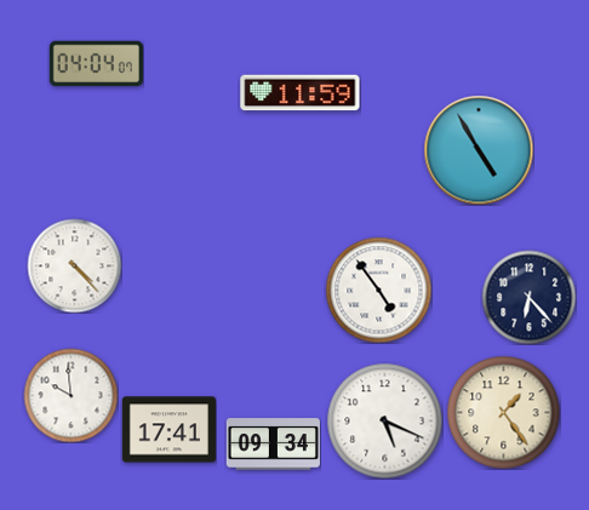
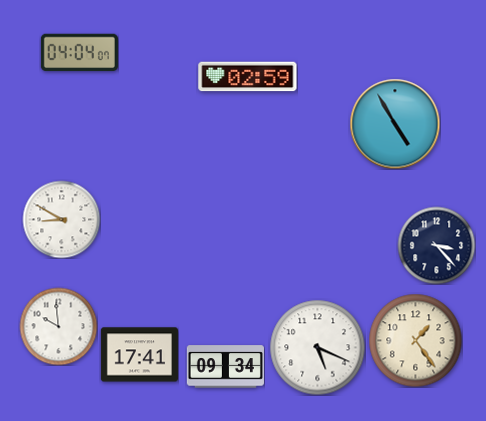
clock at (301, 93): 11:59 -> 02:59
clock at (74, 265): 4:23 -> 8:50
clock at (378, 290): 4:54 -> none
clock at (528, 297): 6:23 -> 3:23
